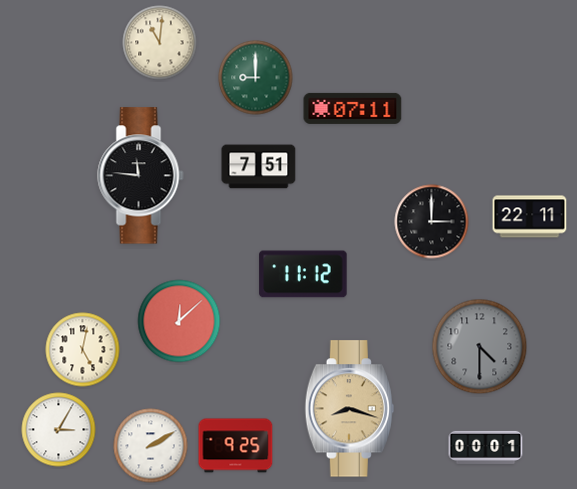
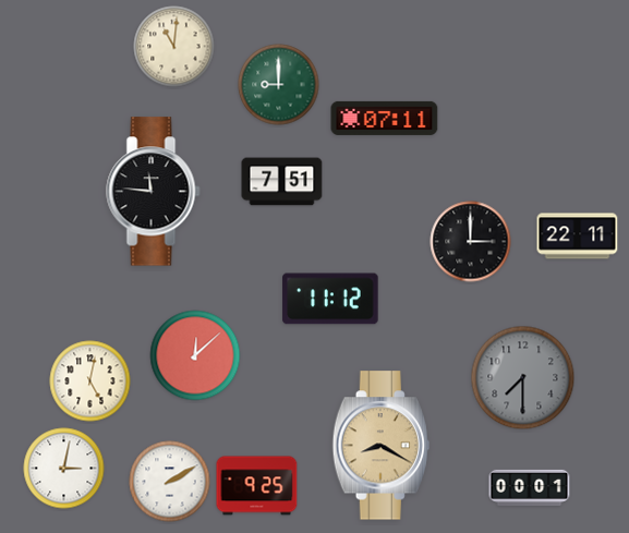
clock at (179, 321) position: (179, 321) -> (195, 355)
clock at (480, 347): 4:30 -> 7:30
clock at (349, 409): 8:18 -> 8:20
clock at (59, 430): 3:05 -> 3:02
clock at (151, 446) position: (151, 446) -> (170, 482)
